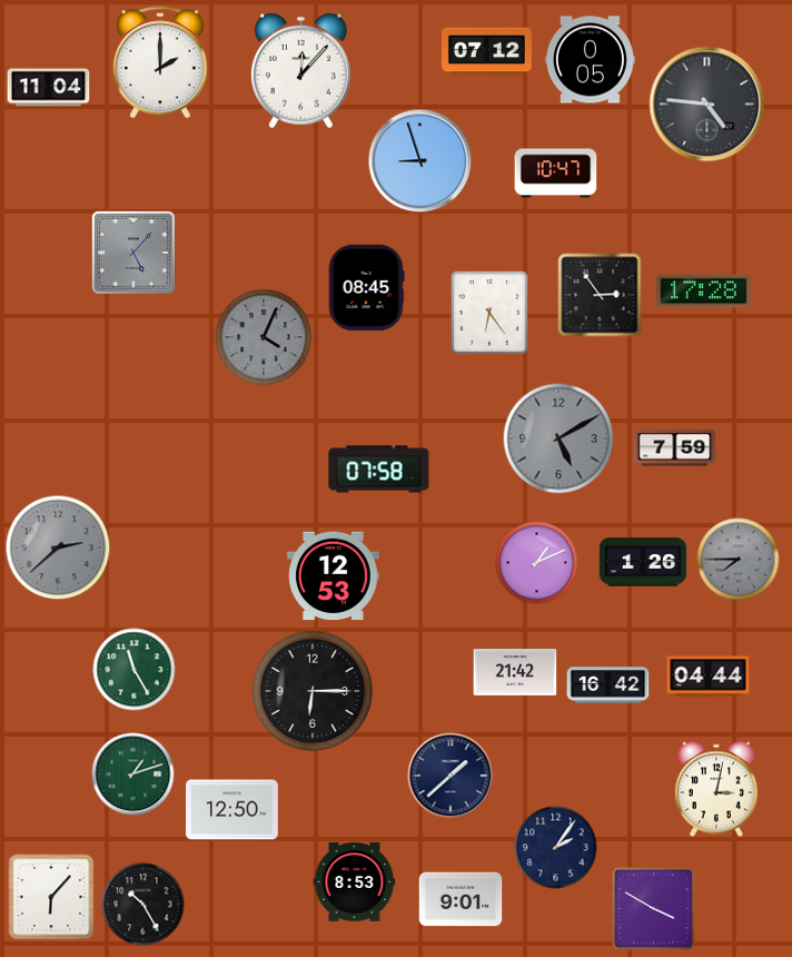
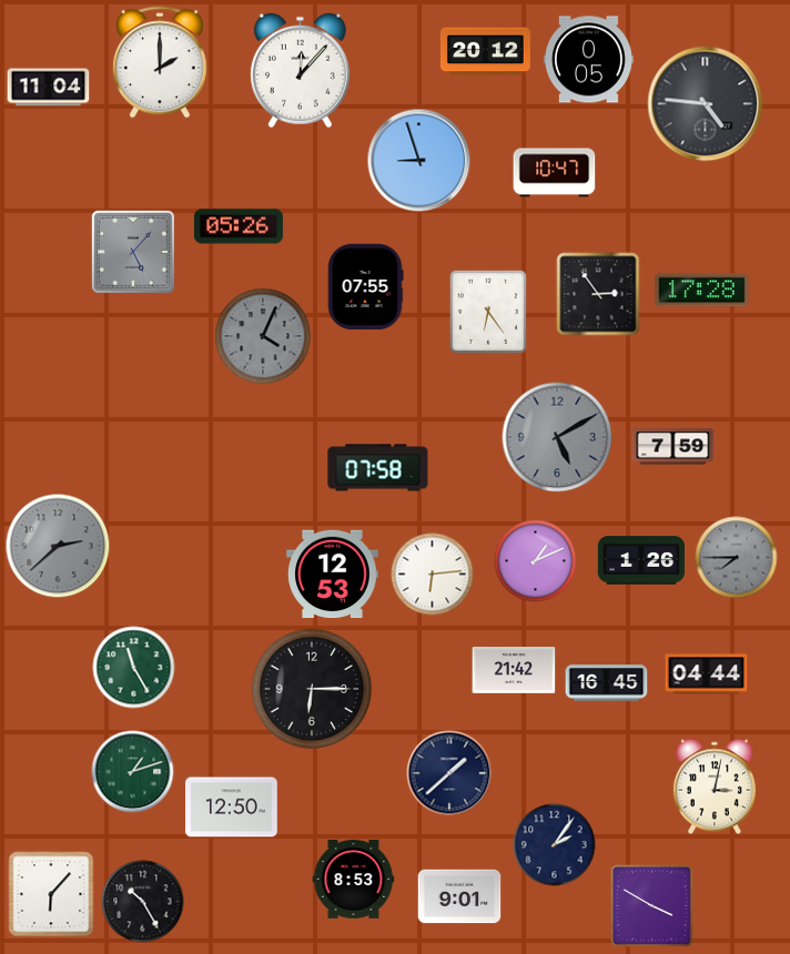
clock at (486, 52): 07:12 -> 20:12
clock at (239, 226): none -> 05:26
clock at (366, 288): 08:45 -> 07:55
clock at (433, 575): none -> 6:14
clock at (608, 685): 16:42 -> 16:45
